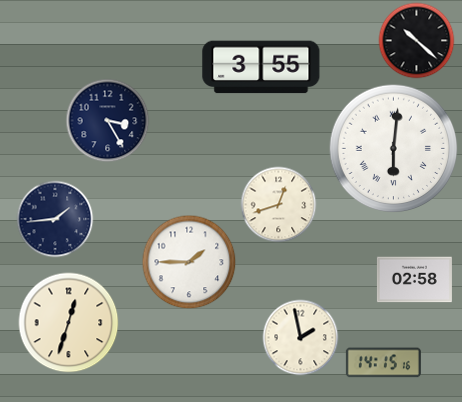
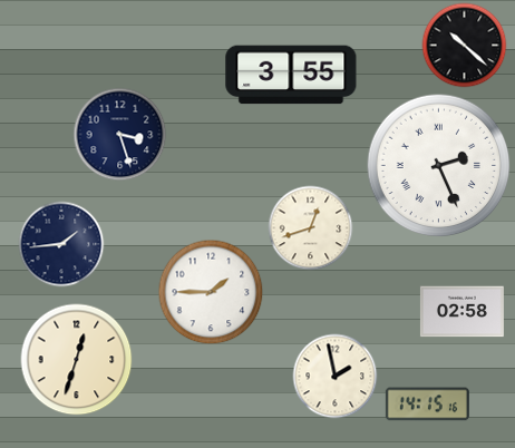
clock at (108, 121): 3:25 -> 3:27
clock at (394, 149): 6:01 -> 2:26
